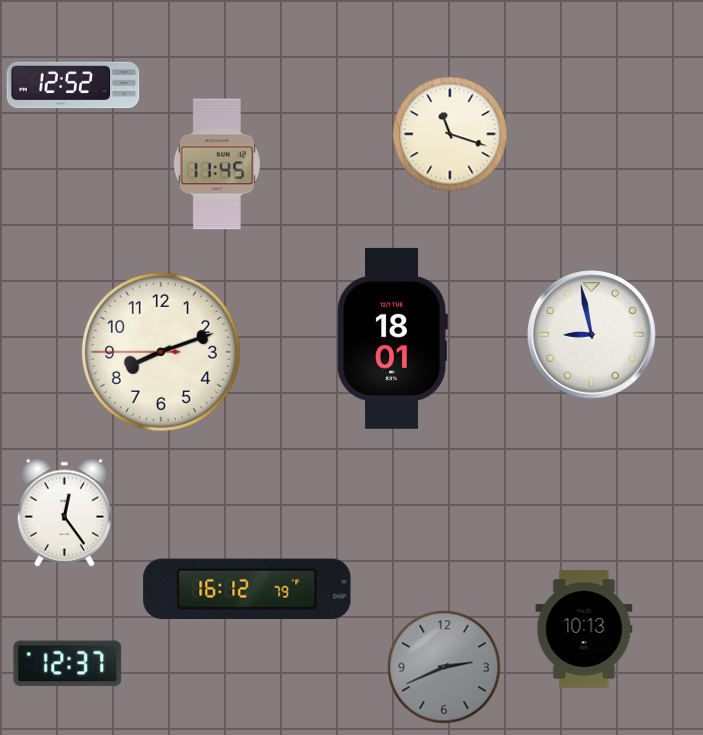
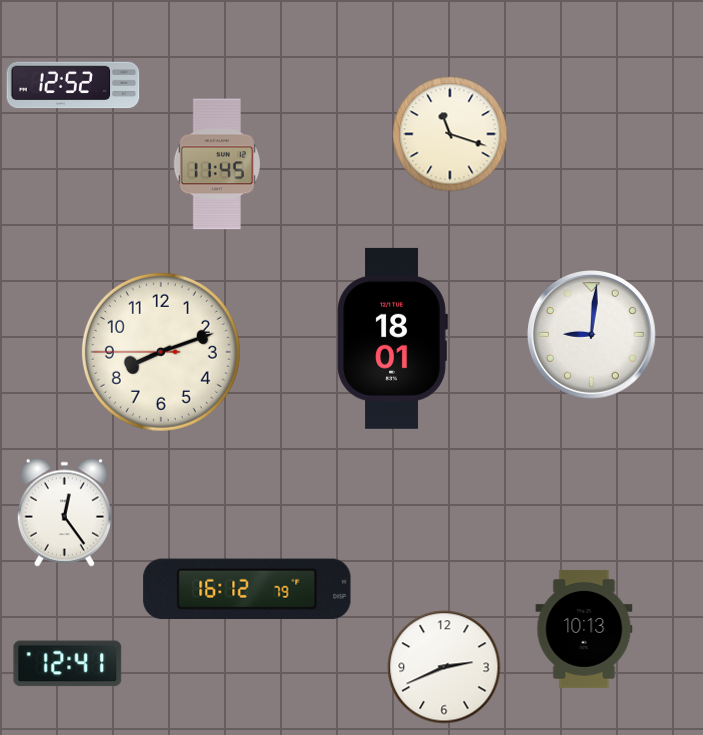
clock at (592, 335): 8:58 -> 9:01
clock at (68, 664): 12:37 -> 12:41
clock at (444, 667) dial: grey -> white
